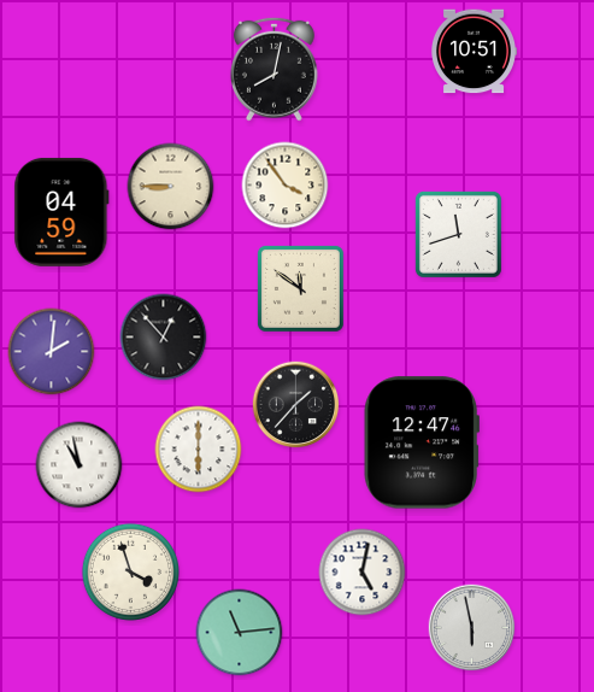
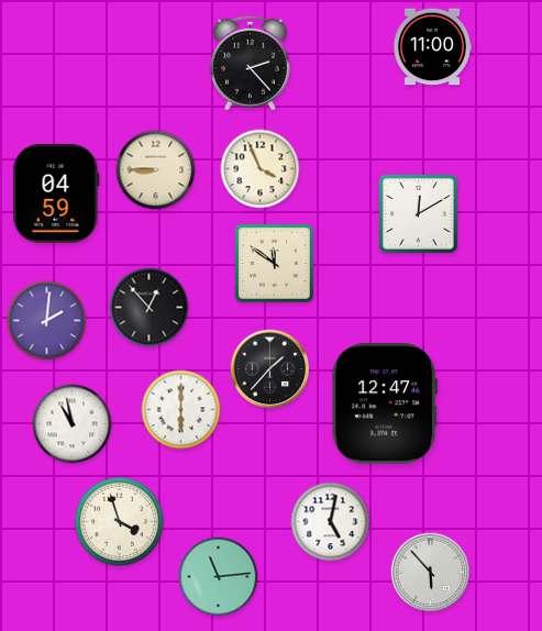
clock at (474, 52): 10:51 -> 11:00
clock at (274, 69): 8:02 -> 2:23
clock at (286, 186): 3:54 -> 3:56
clock at (458, 234): 11:42 -> 12:10
clock at (472, 628): 5:58 -> 5:53
